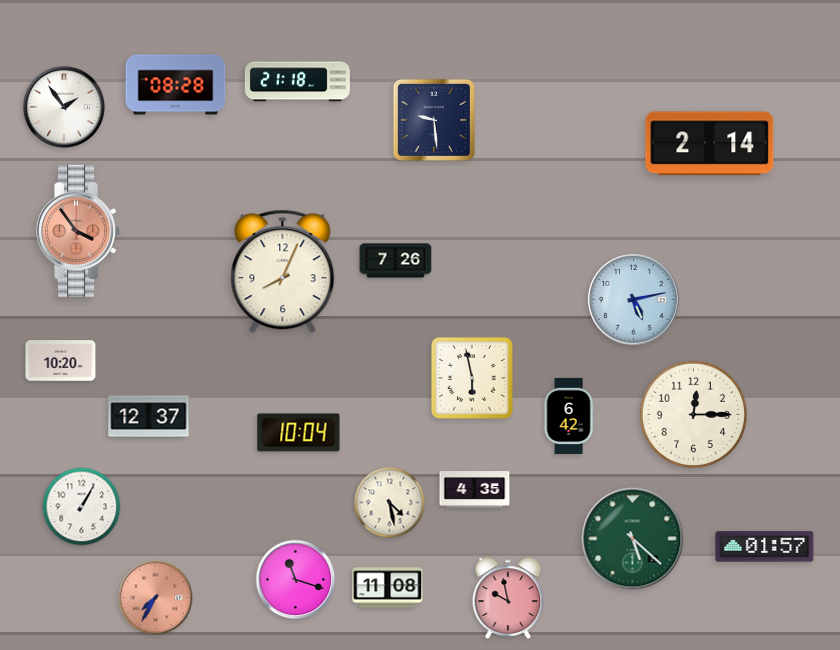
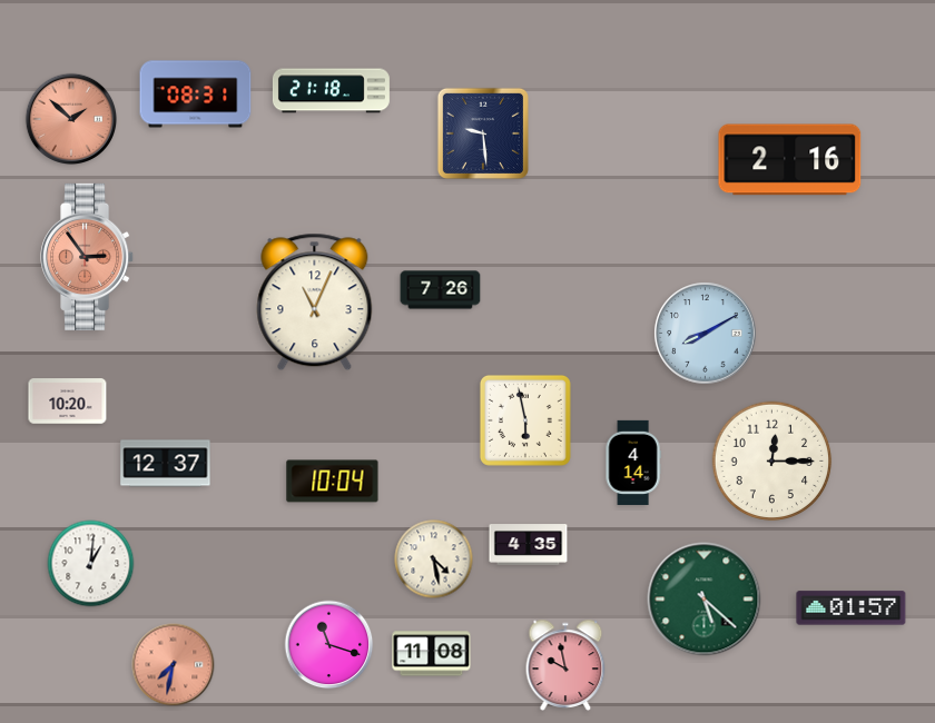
clock at (176, 85): 08:28 -> 08:31
clock at (64, 107): 1:54 -> 1:52
clock at (64, 107) dial: white -> salmon
clock at (710, 144): 2:14 -> 2:16
clock at (79, 231): 3:54 -> 2:54
clock at (283, 272): 8:04 -> 11:04
clock at (634, 300): 5:13 -> 8:10
clock at (569, 416): 6:42 -> 4:14
clock at (82, 507): 1:05 -> 1:01
clock at (156, 598): 7:35 -> 7:32
